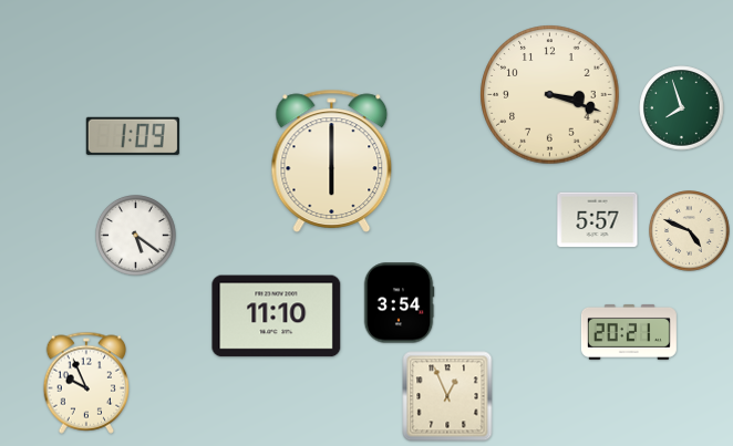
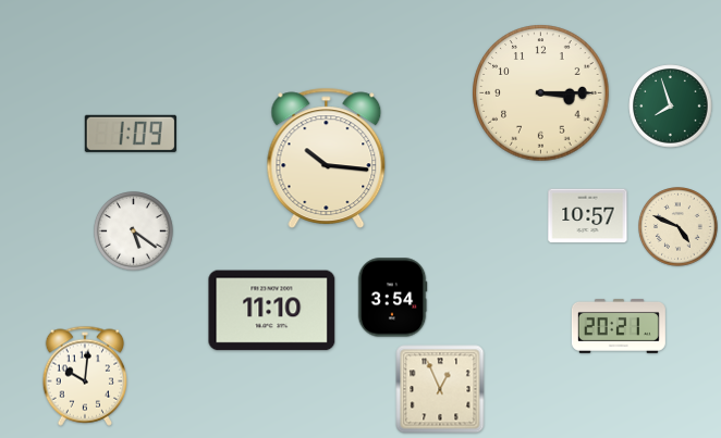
clock at (550, 95): 3:18 -> 3:15
clock at (332, 160): 6:00 -> 10:16
clock at (598, 220): 5:57 -> 10:57
clock at (85, 383): 9:56 -> 10:01
